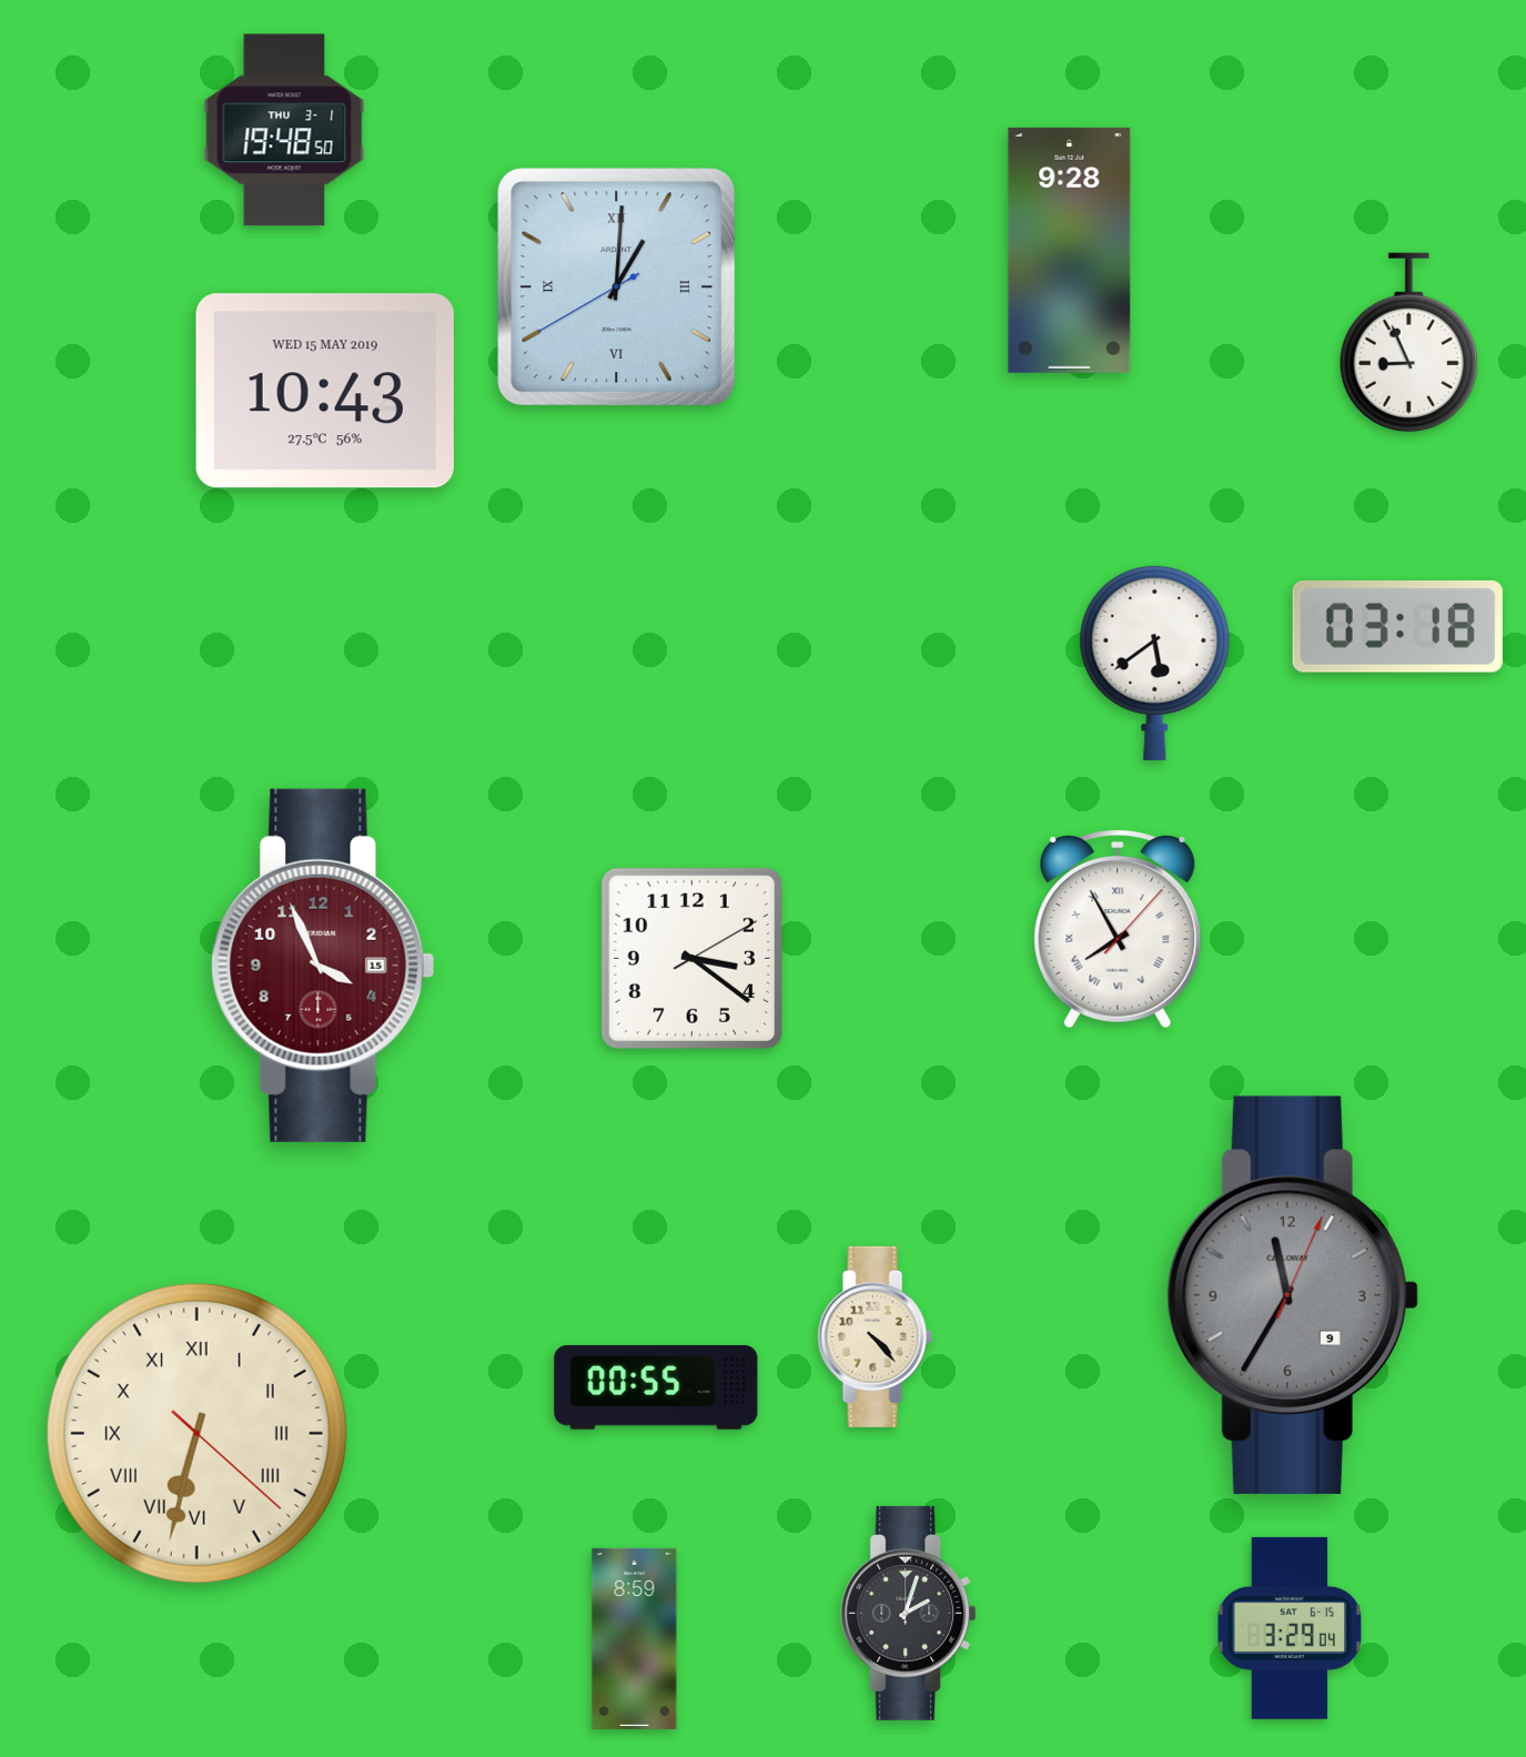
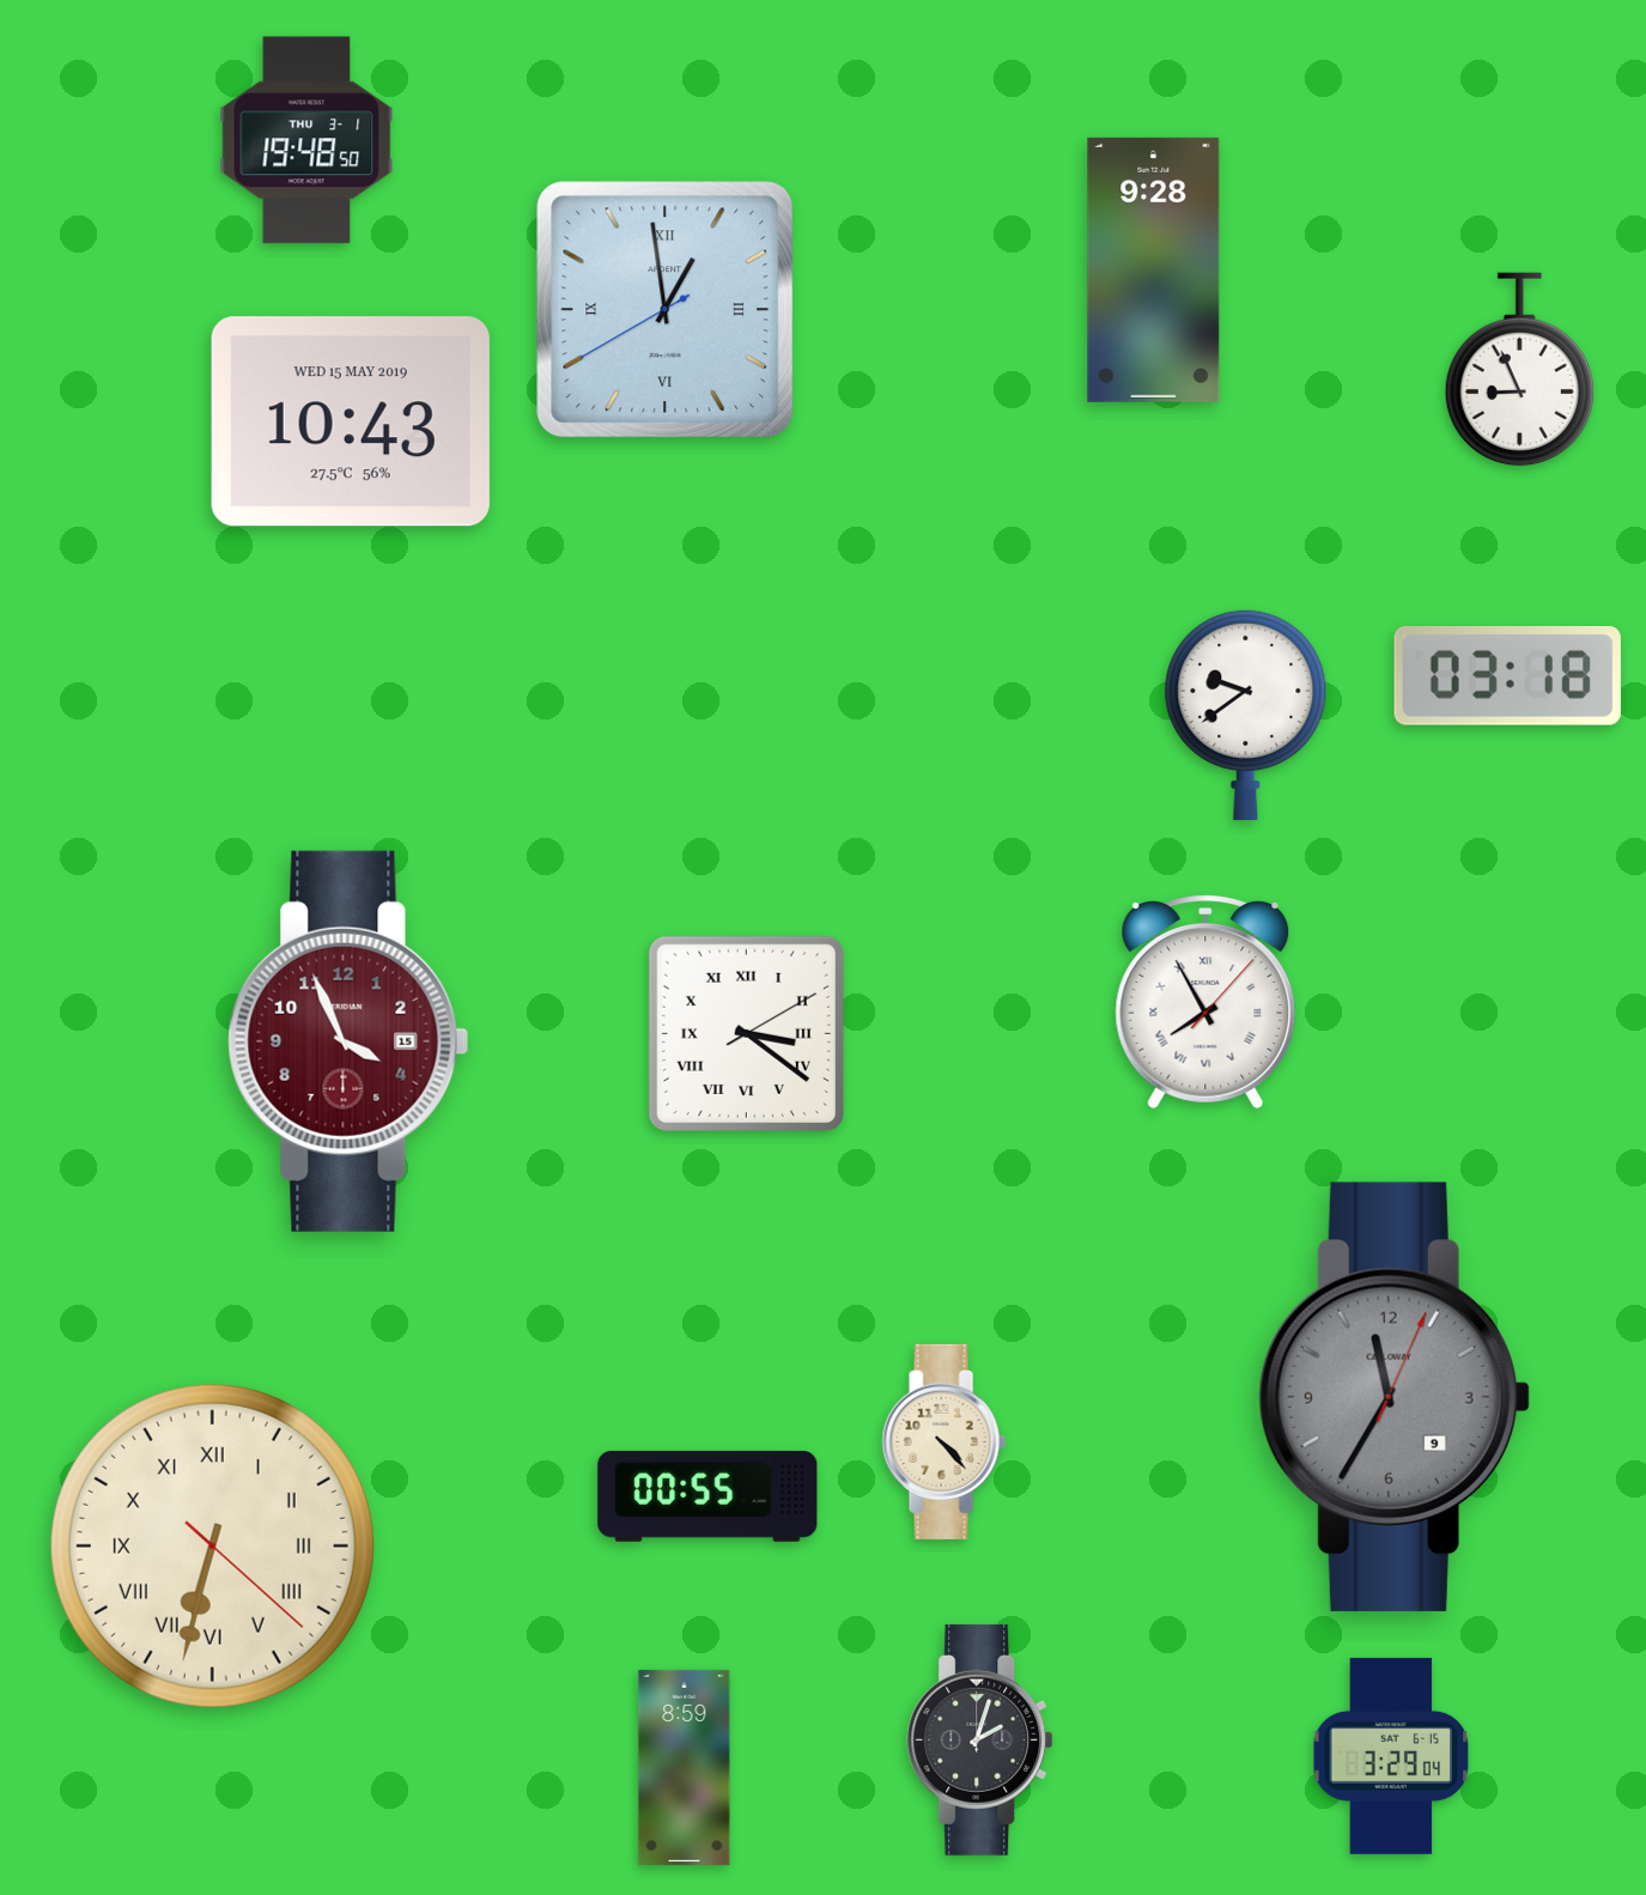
clock at (617, 287): 1:00 -> 12:58
clock at (1155, 663): 5:39 -> 9:39
clock at (691, 958) numerals: Arabic -> Roman
